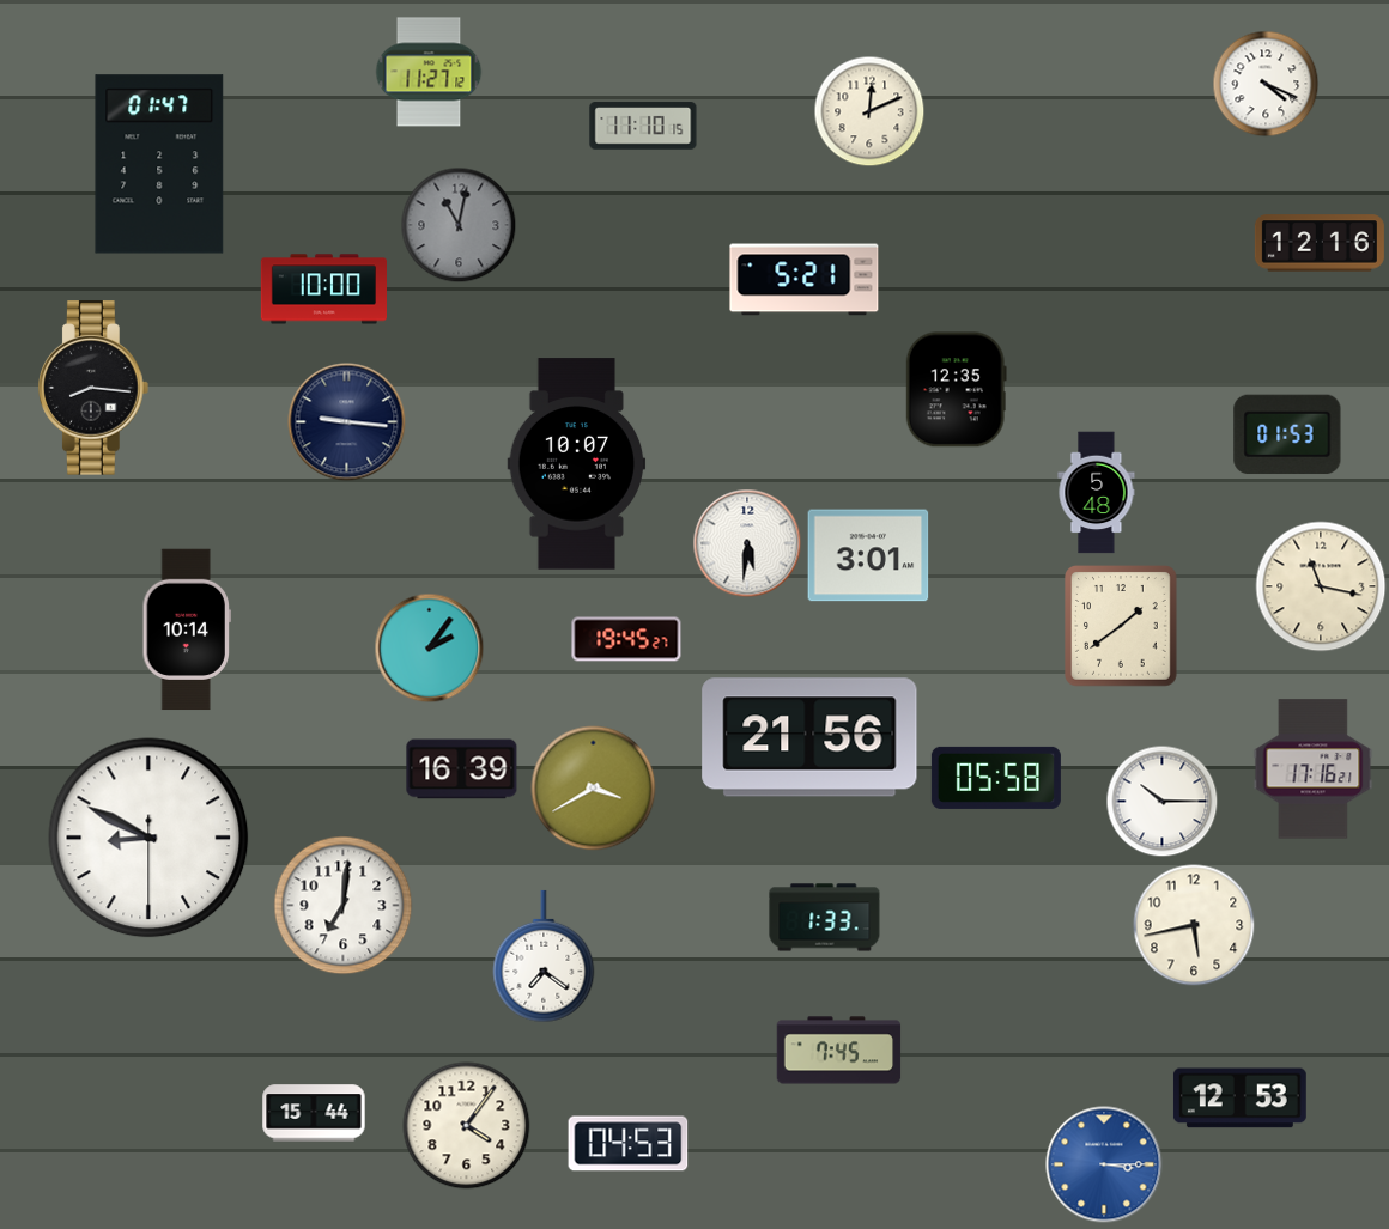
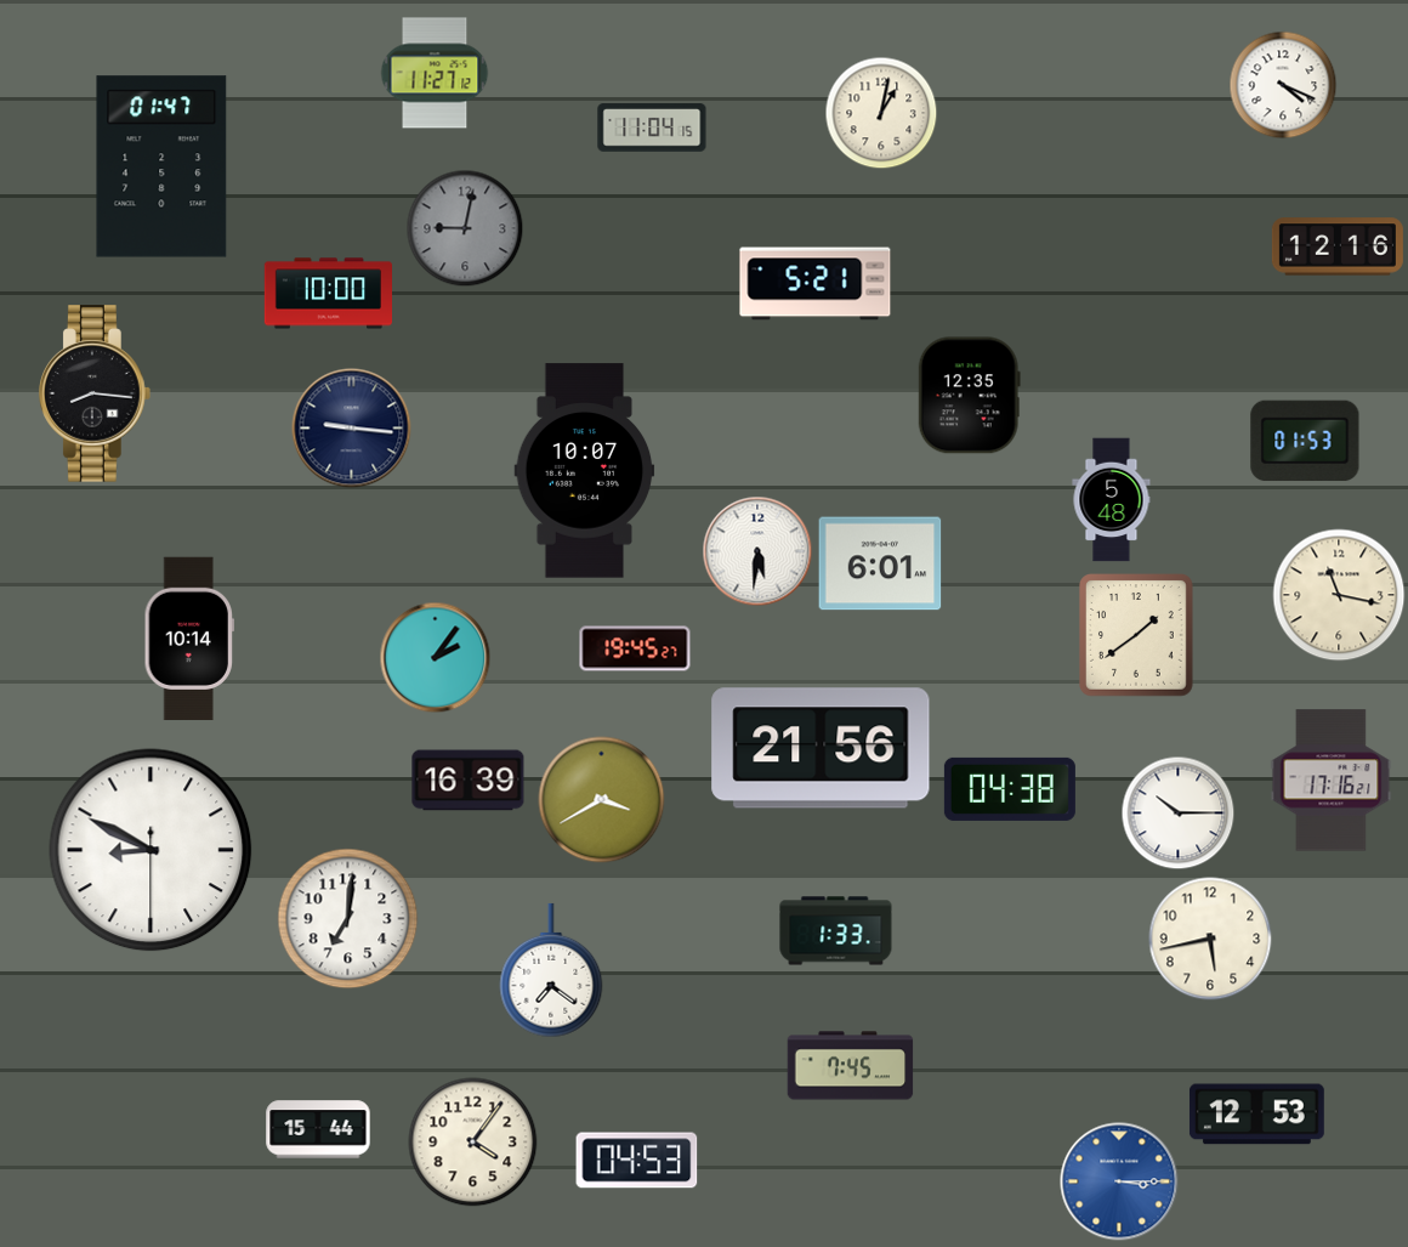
clock at (869, 111): 12:11 -> 1:02
clock at (643, 126): 11:10 -> 11:04
clock at (459, 225): 11:02 -> 9:02
clock at (868, 555): 3:01 -> 6:01
clock at (996, 778): 05:58 -> 04:38
